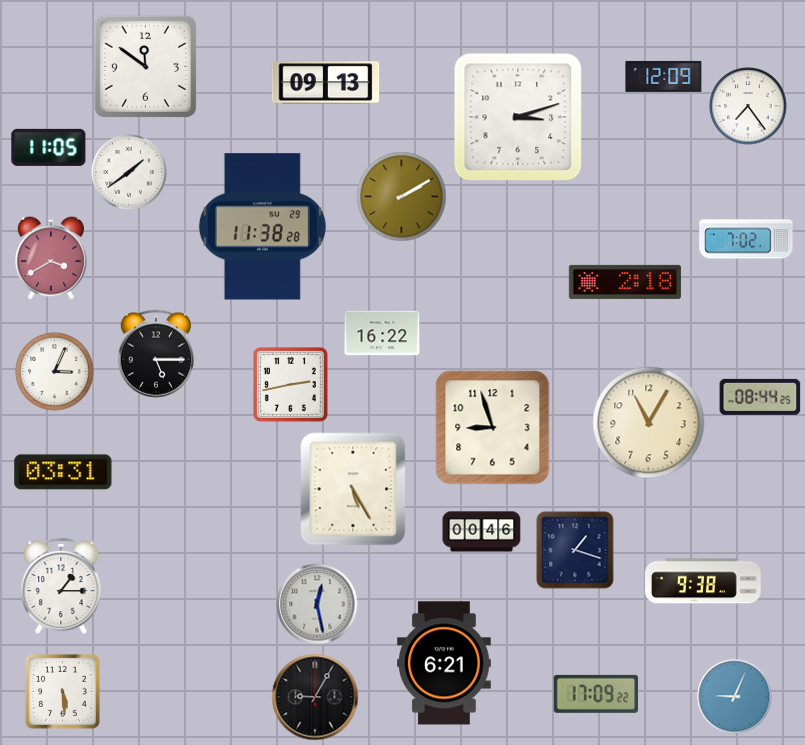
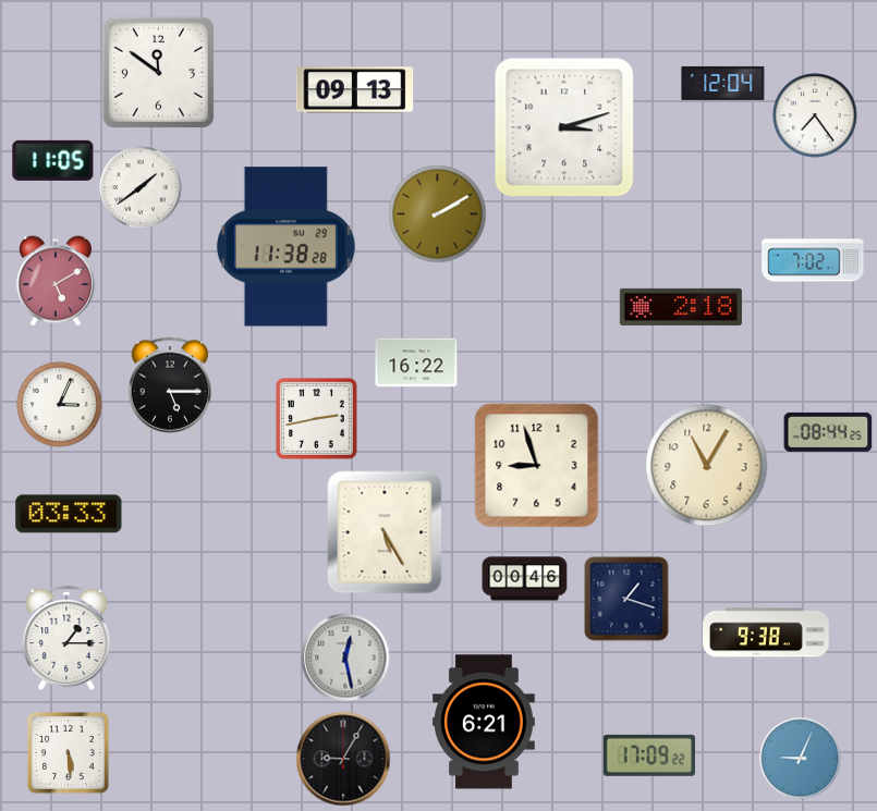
clock at (664, 76): 12:09 -> 12:04
clock at (51, 258): 3:40 -> 5:10
clock at (649, 423) position: (649, 423) -> (707, 466)
clock at (63, 472): 03:31 -> 03:33
